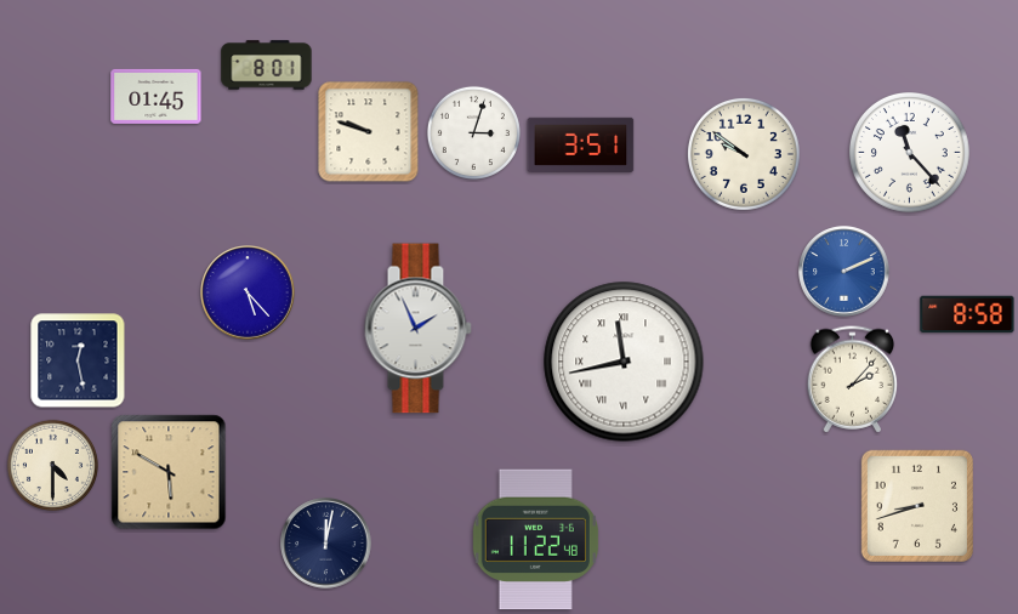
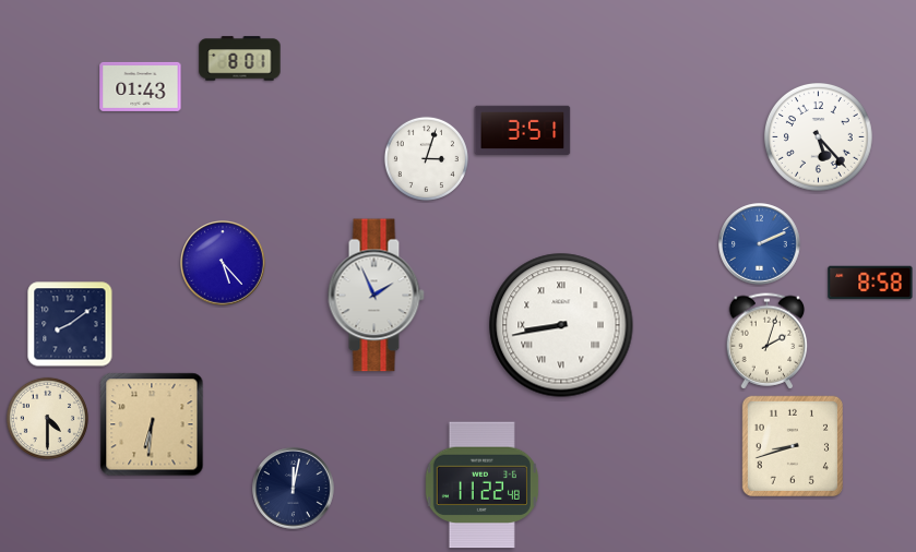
clock at (157, 96): 01:45 -> 01:43
clock at (369, 132): 9:48 -> none
clock at (473, 132) position: (473, 132) -> (426, 158)
clock at (910, 153): 11:23 -> 5:23
clock at (744, 154): 9:51 -> none
clock at (78, 360): 12:28 -> 8:09
clock at (624, 362): 11:43 -> 8:43
clock at (853, 380): 2:07 -> 2:03
clock at (169, 472): 5:50 -> 6:31
clock at (917, 506) position: (917, 506) -> (793, 446)
